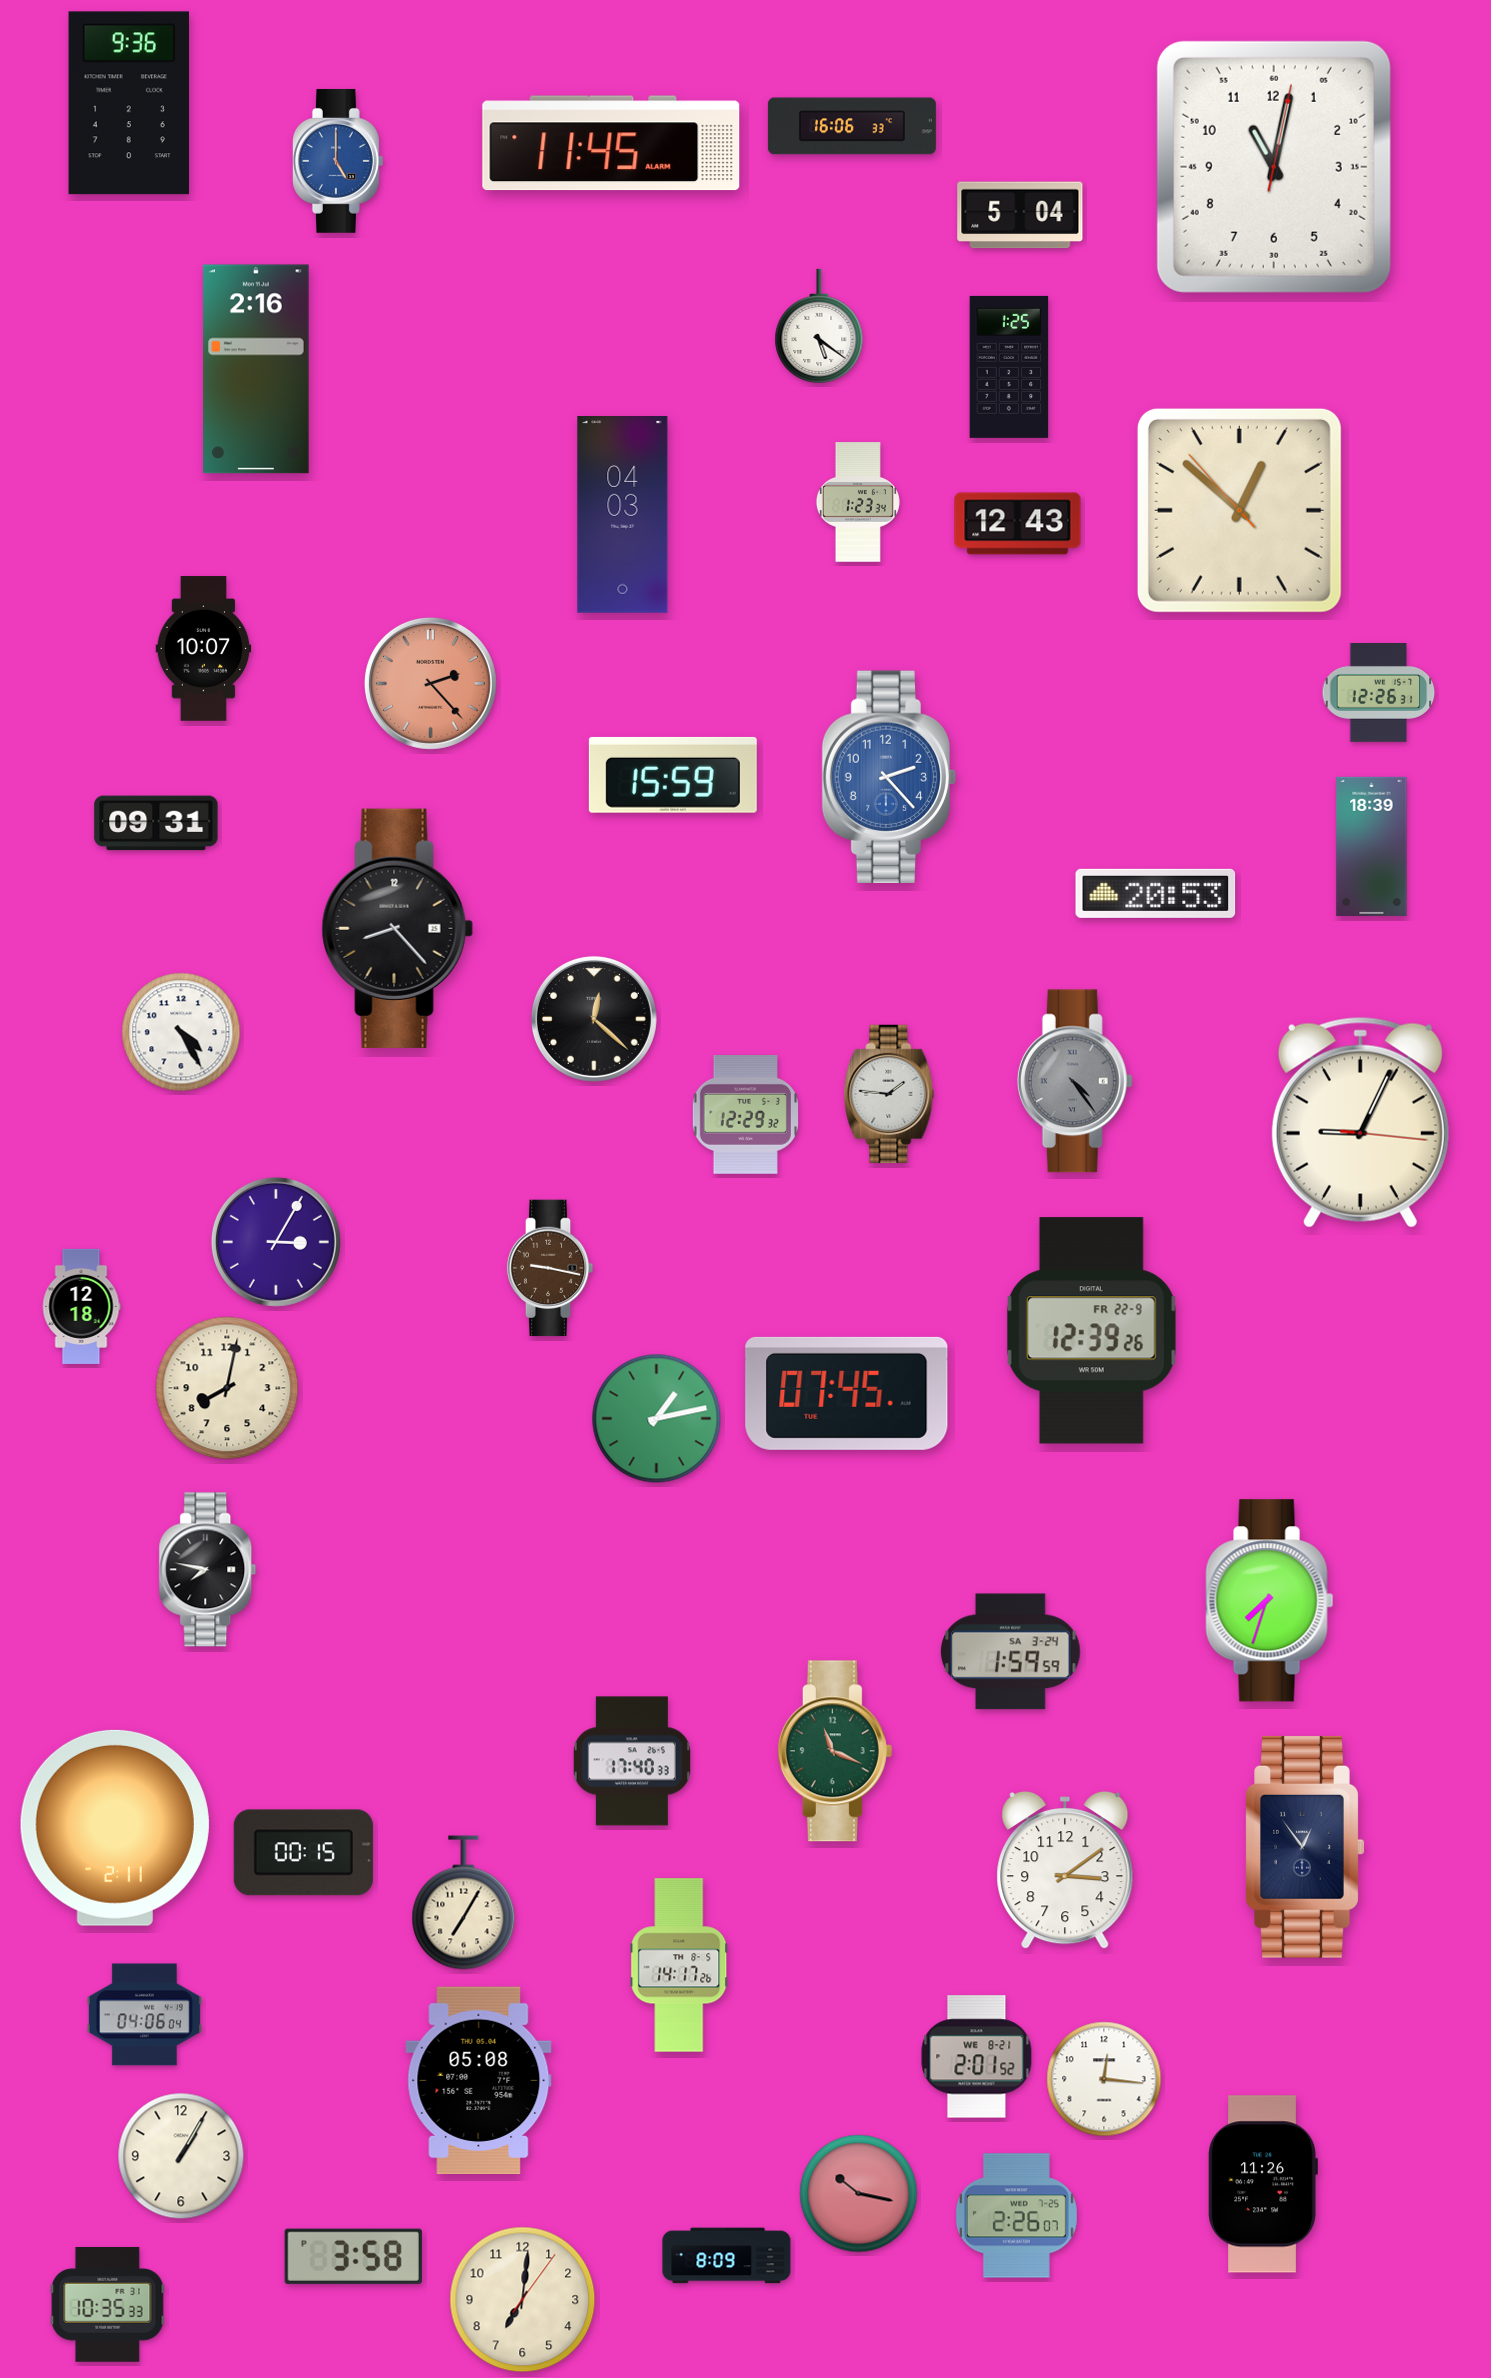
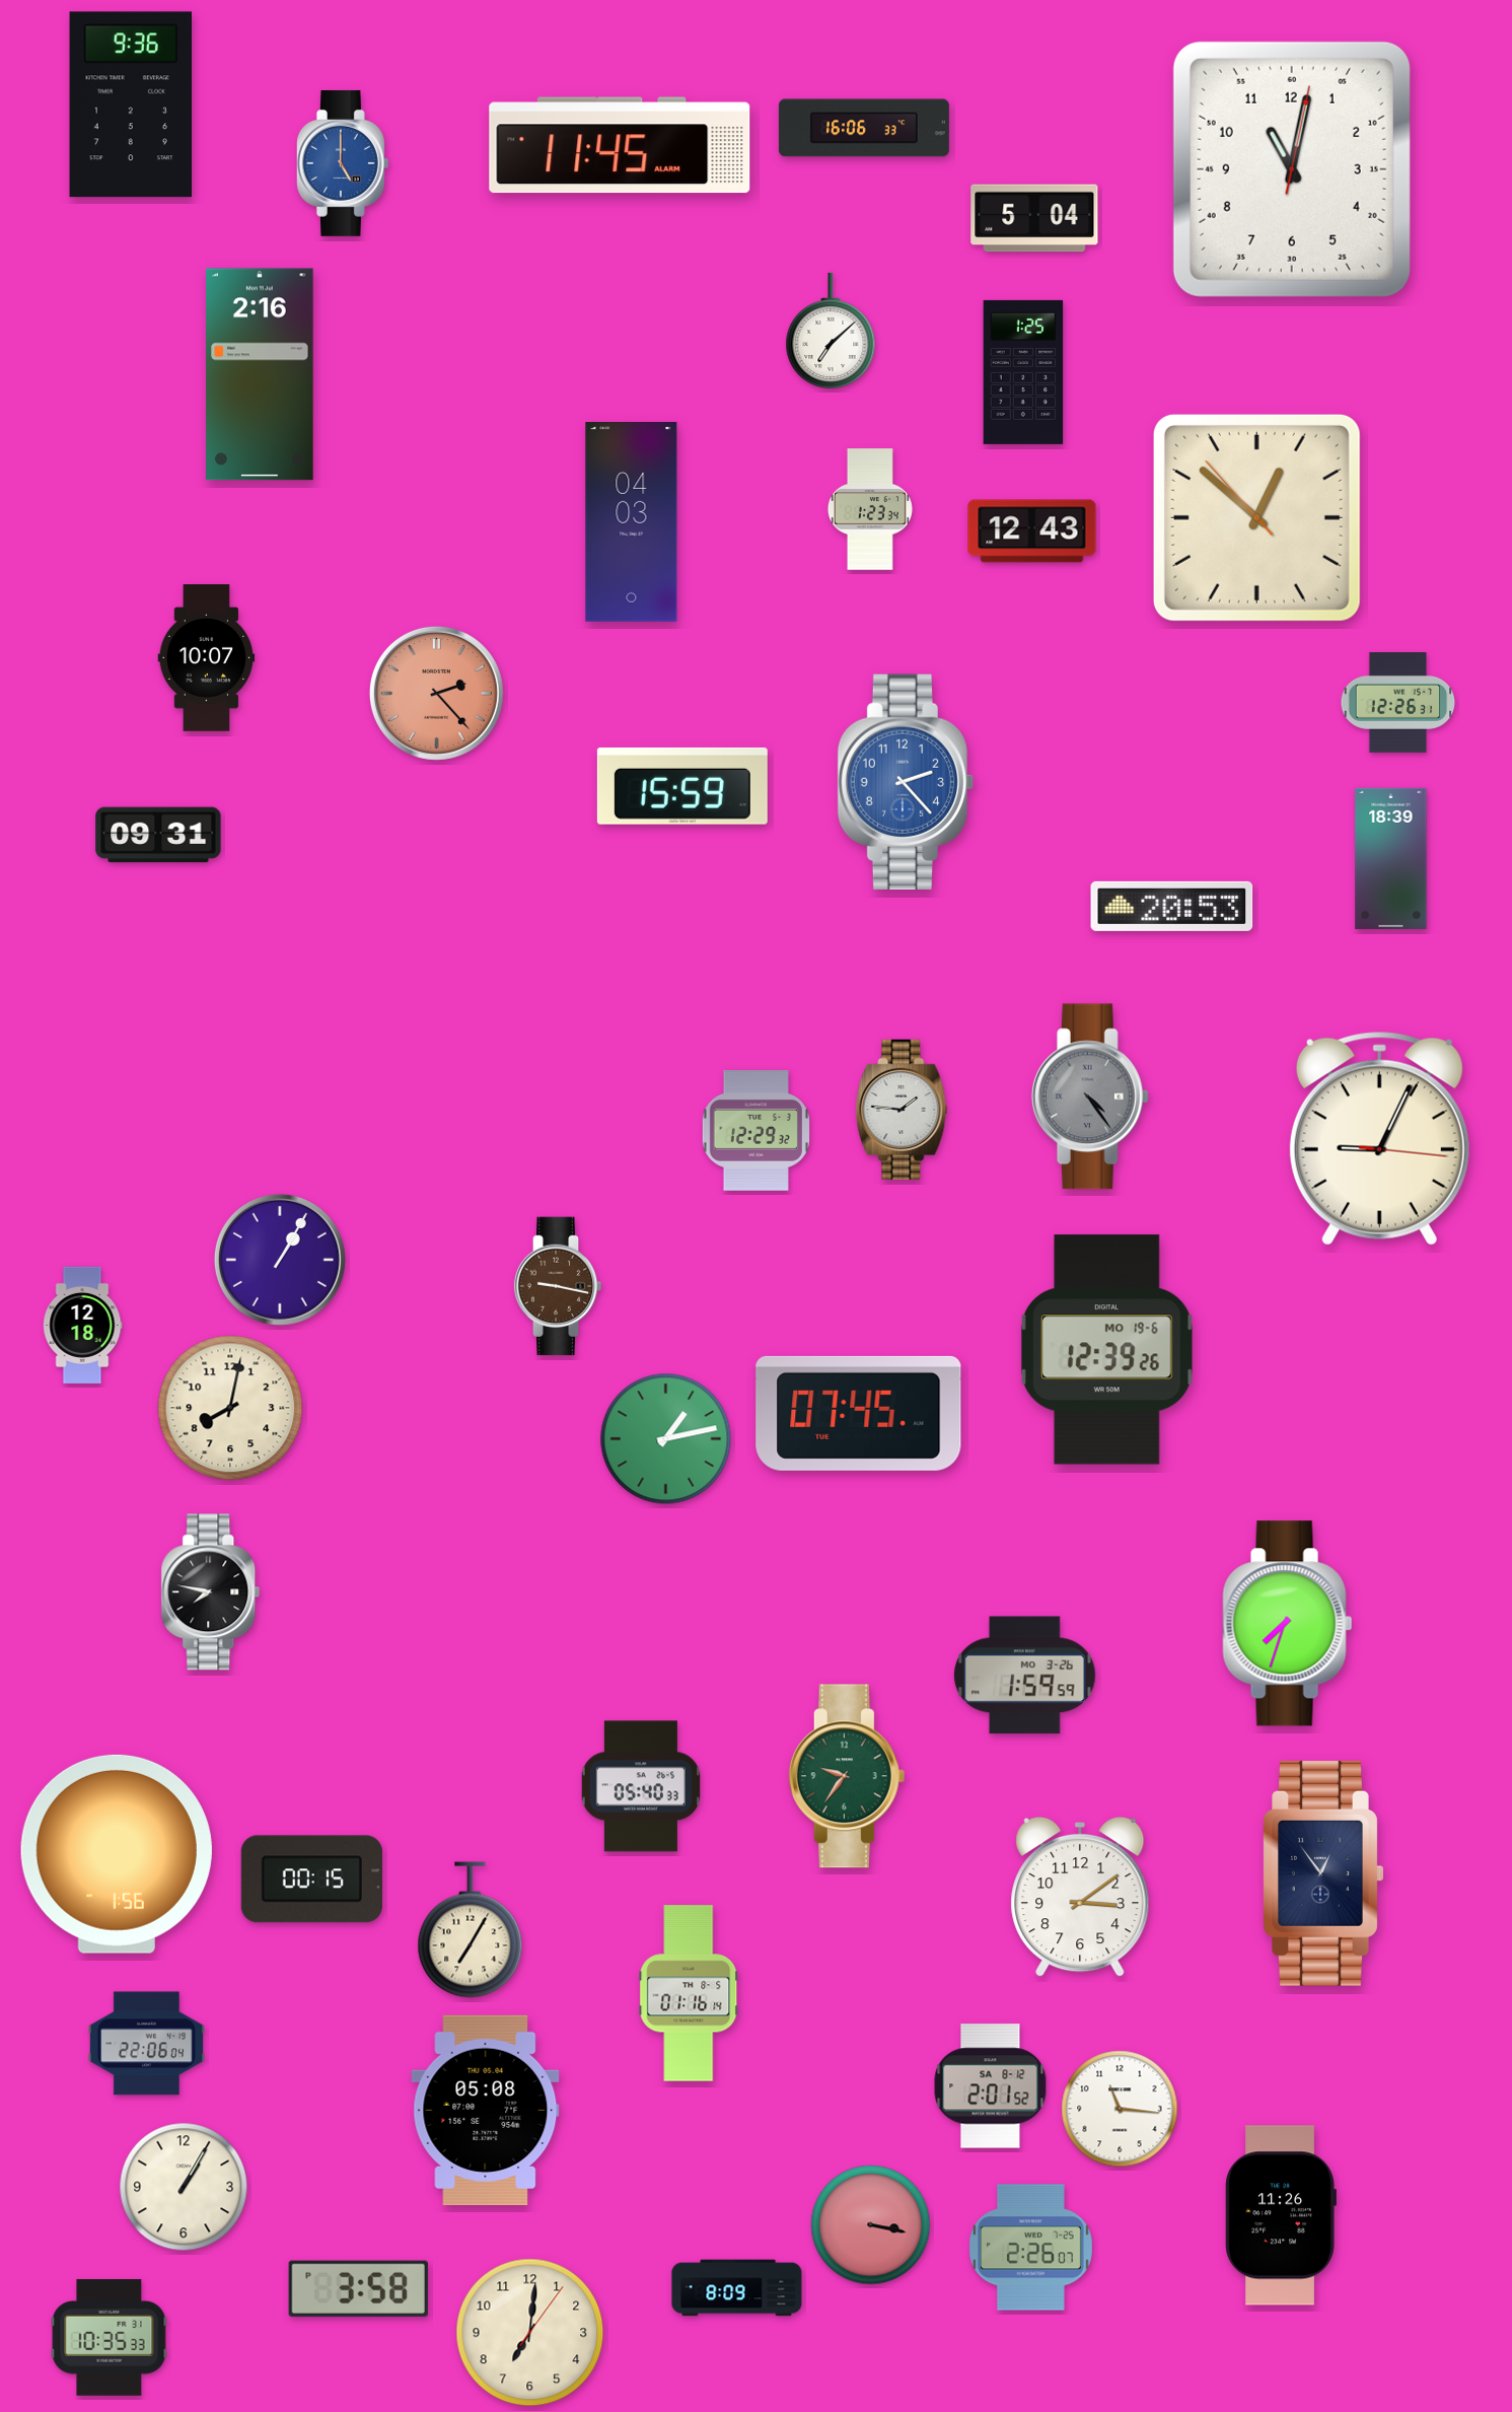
clock at (819, 326): 5:21 -> 7:08
clock at (889, 776) position: (889, 776) -> (906, 781)
clock at (397, 928): 8:23 -> none
clock at (594, 1019): 12:22 -> none
clock at (181, 1032): 4:25 -> none
clock at (276, 1242): 3:05 -> 1:05
clock at (1091, 1331) date: FR 22-9 -> MO 19-6
clock at (1011, 1652) date: SA 3-24 -> MO 3-26
clock at (835, 1751): 11:19 -> 9:36
clock at (632, 1761): 17:40 -> 05:40
clock at (115, 1828): 2:11 -> 1:56
clock at (303, 1853) position: (303, 1853) -> (311, 1879)
clock at (679, 1965): 14:17 -> 01:16
clock at (144, 2015): 04:06 -> 22:06
clock at (977, 2057) date: WE 8-21 -> SA 8-12
clock at (1104, 2079): 12:16 -> 11:16
clock at (859, 2194): 10:17 -> 3:17
